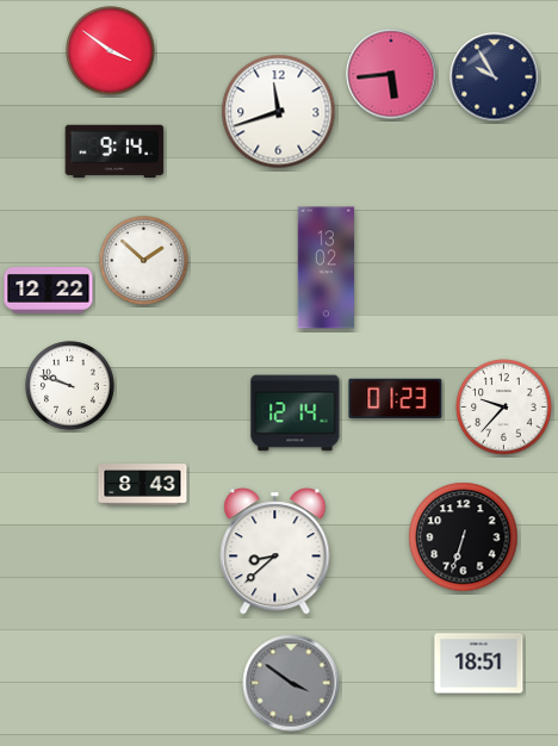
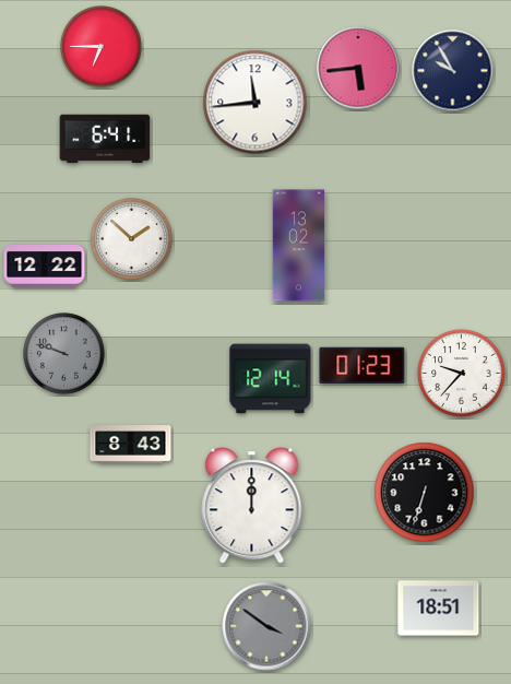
clock at (111, 51): 3:51 -> 6:45
clock at (279, 112): 11:42 -> 11:44
clock at (114, 151): 9:14 -> 6:41
clock at (70, 386) dial: white -> grey
clock at (275, 552): 8:38 -> 12:00
